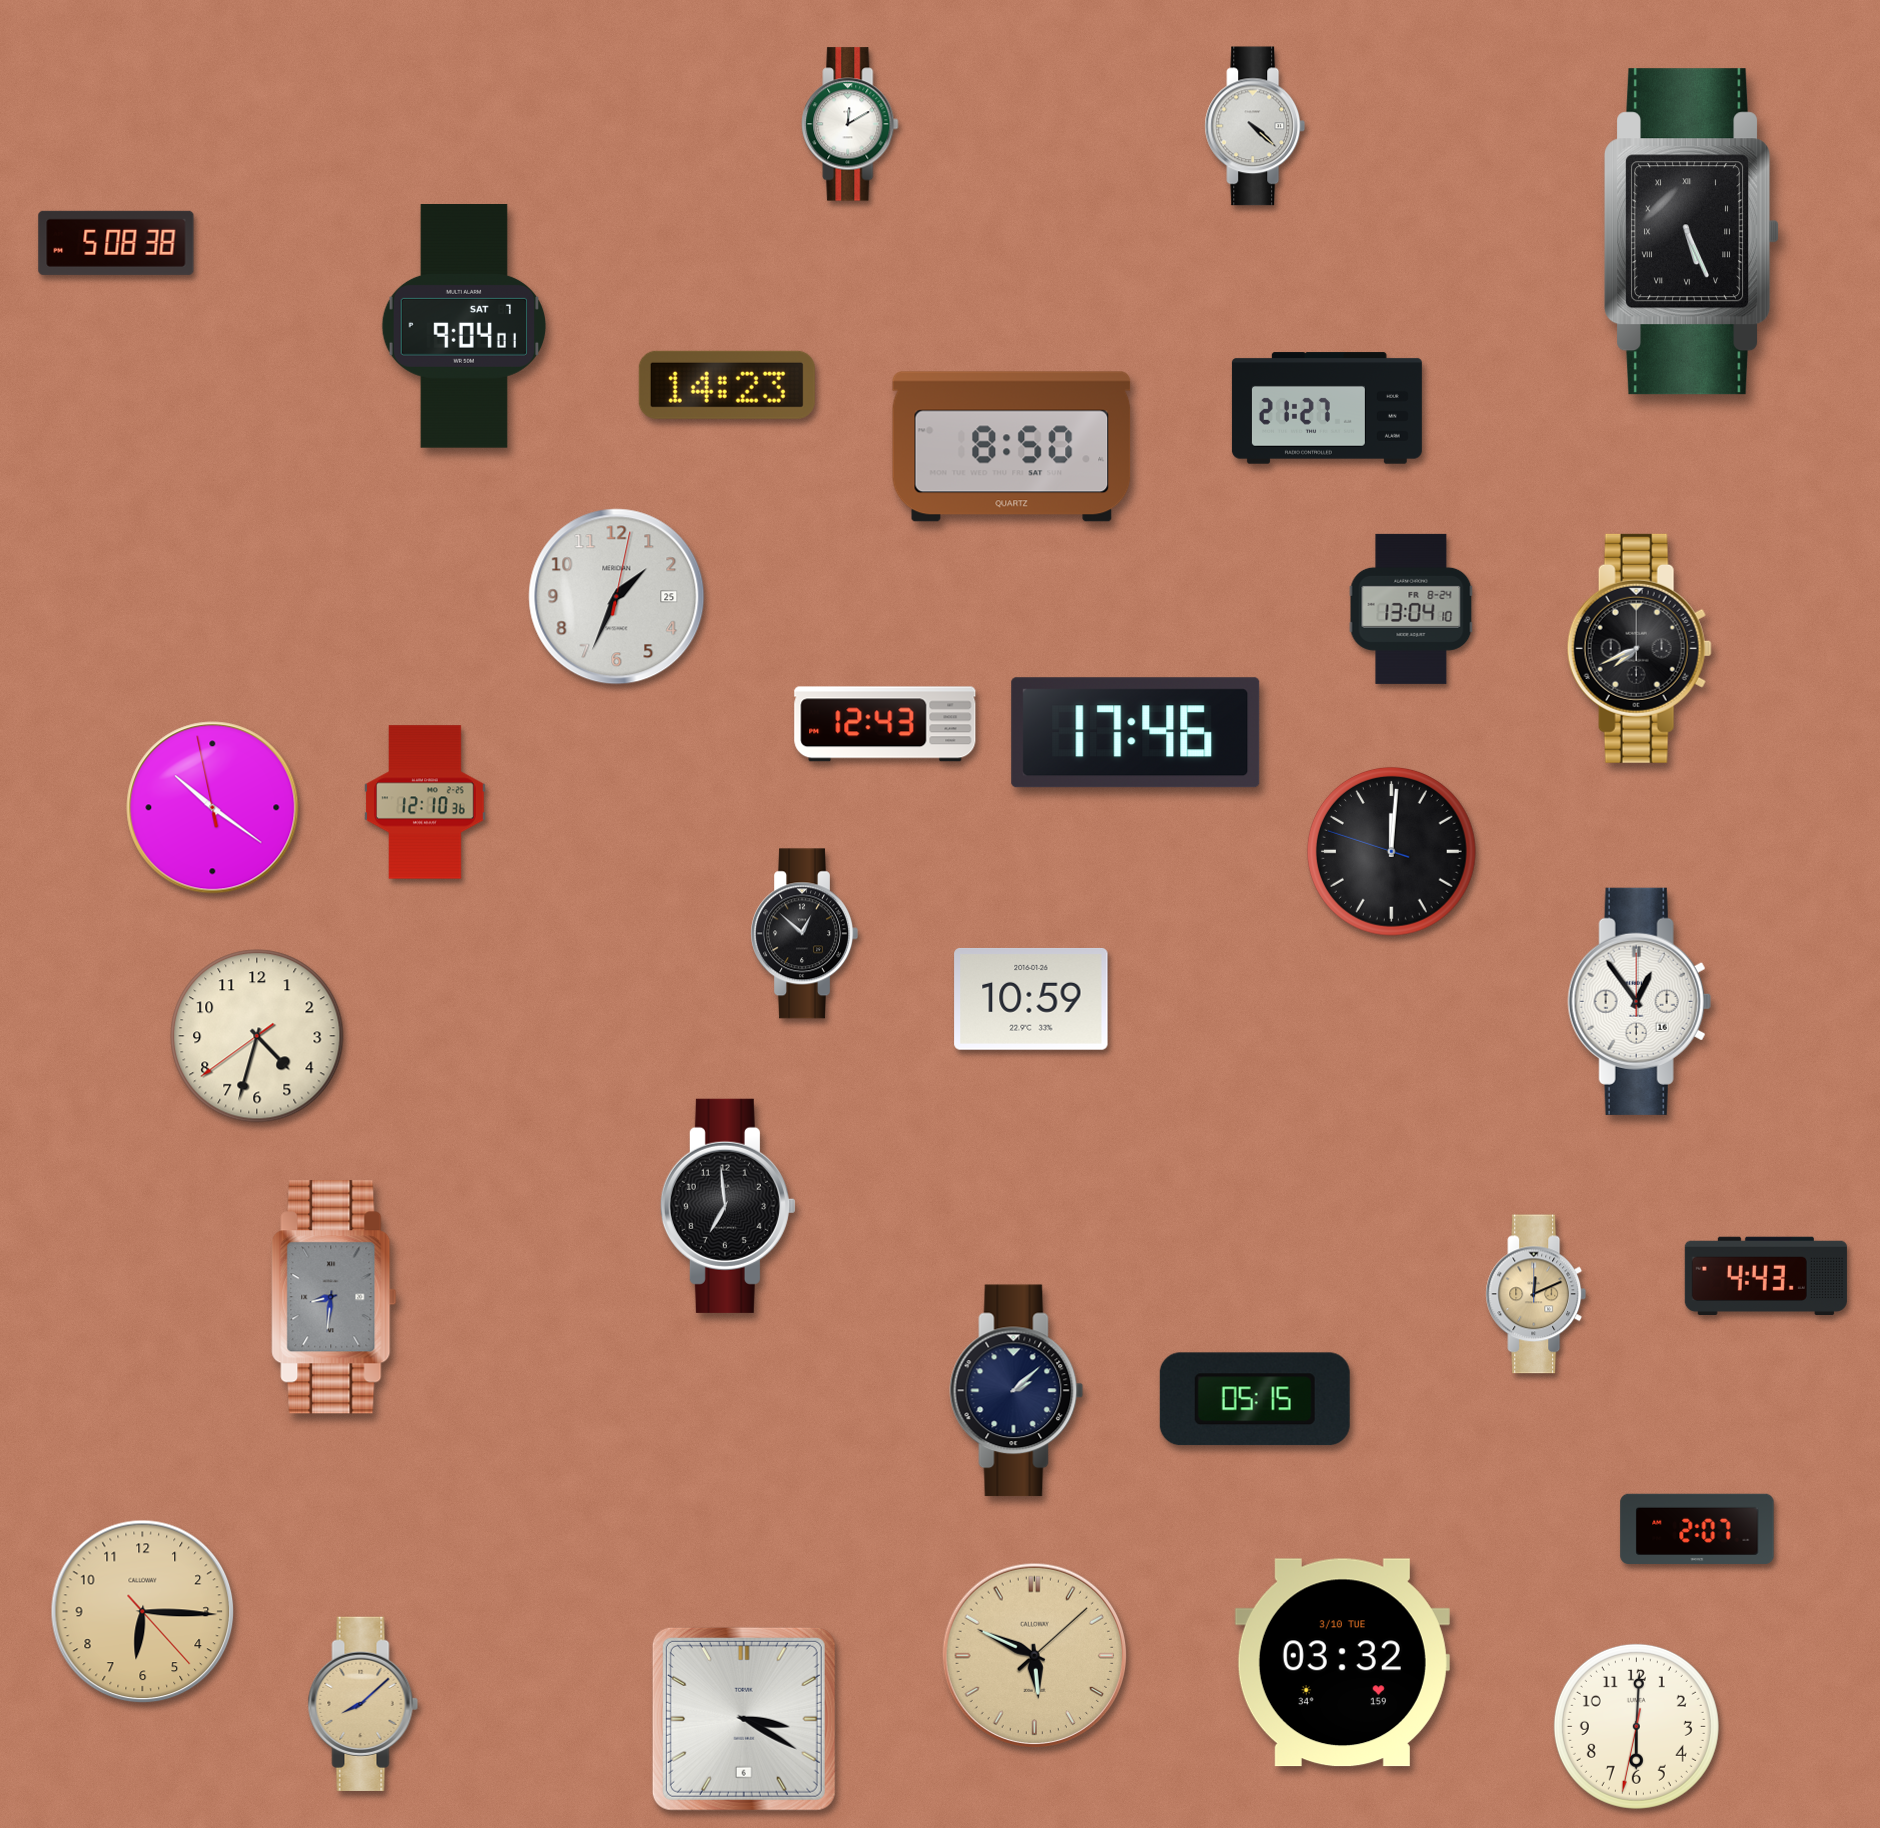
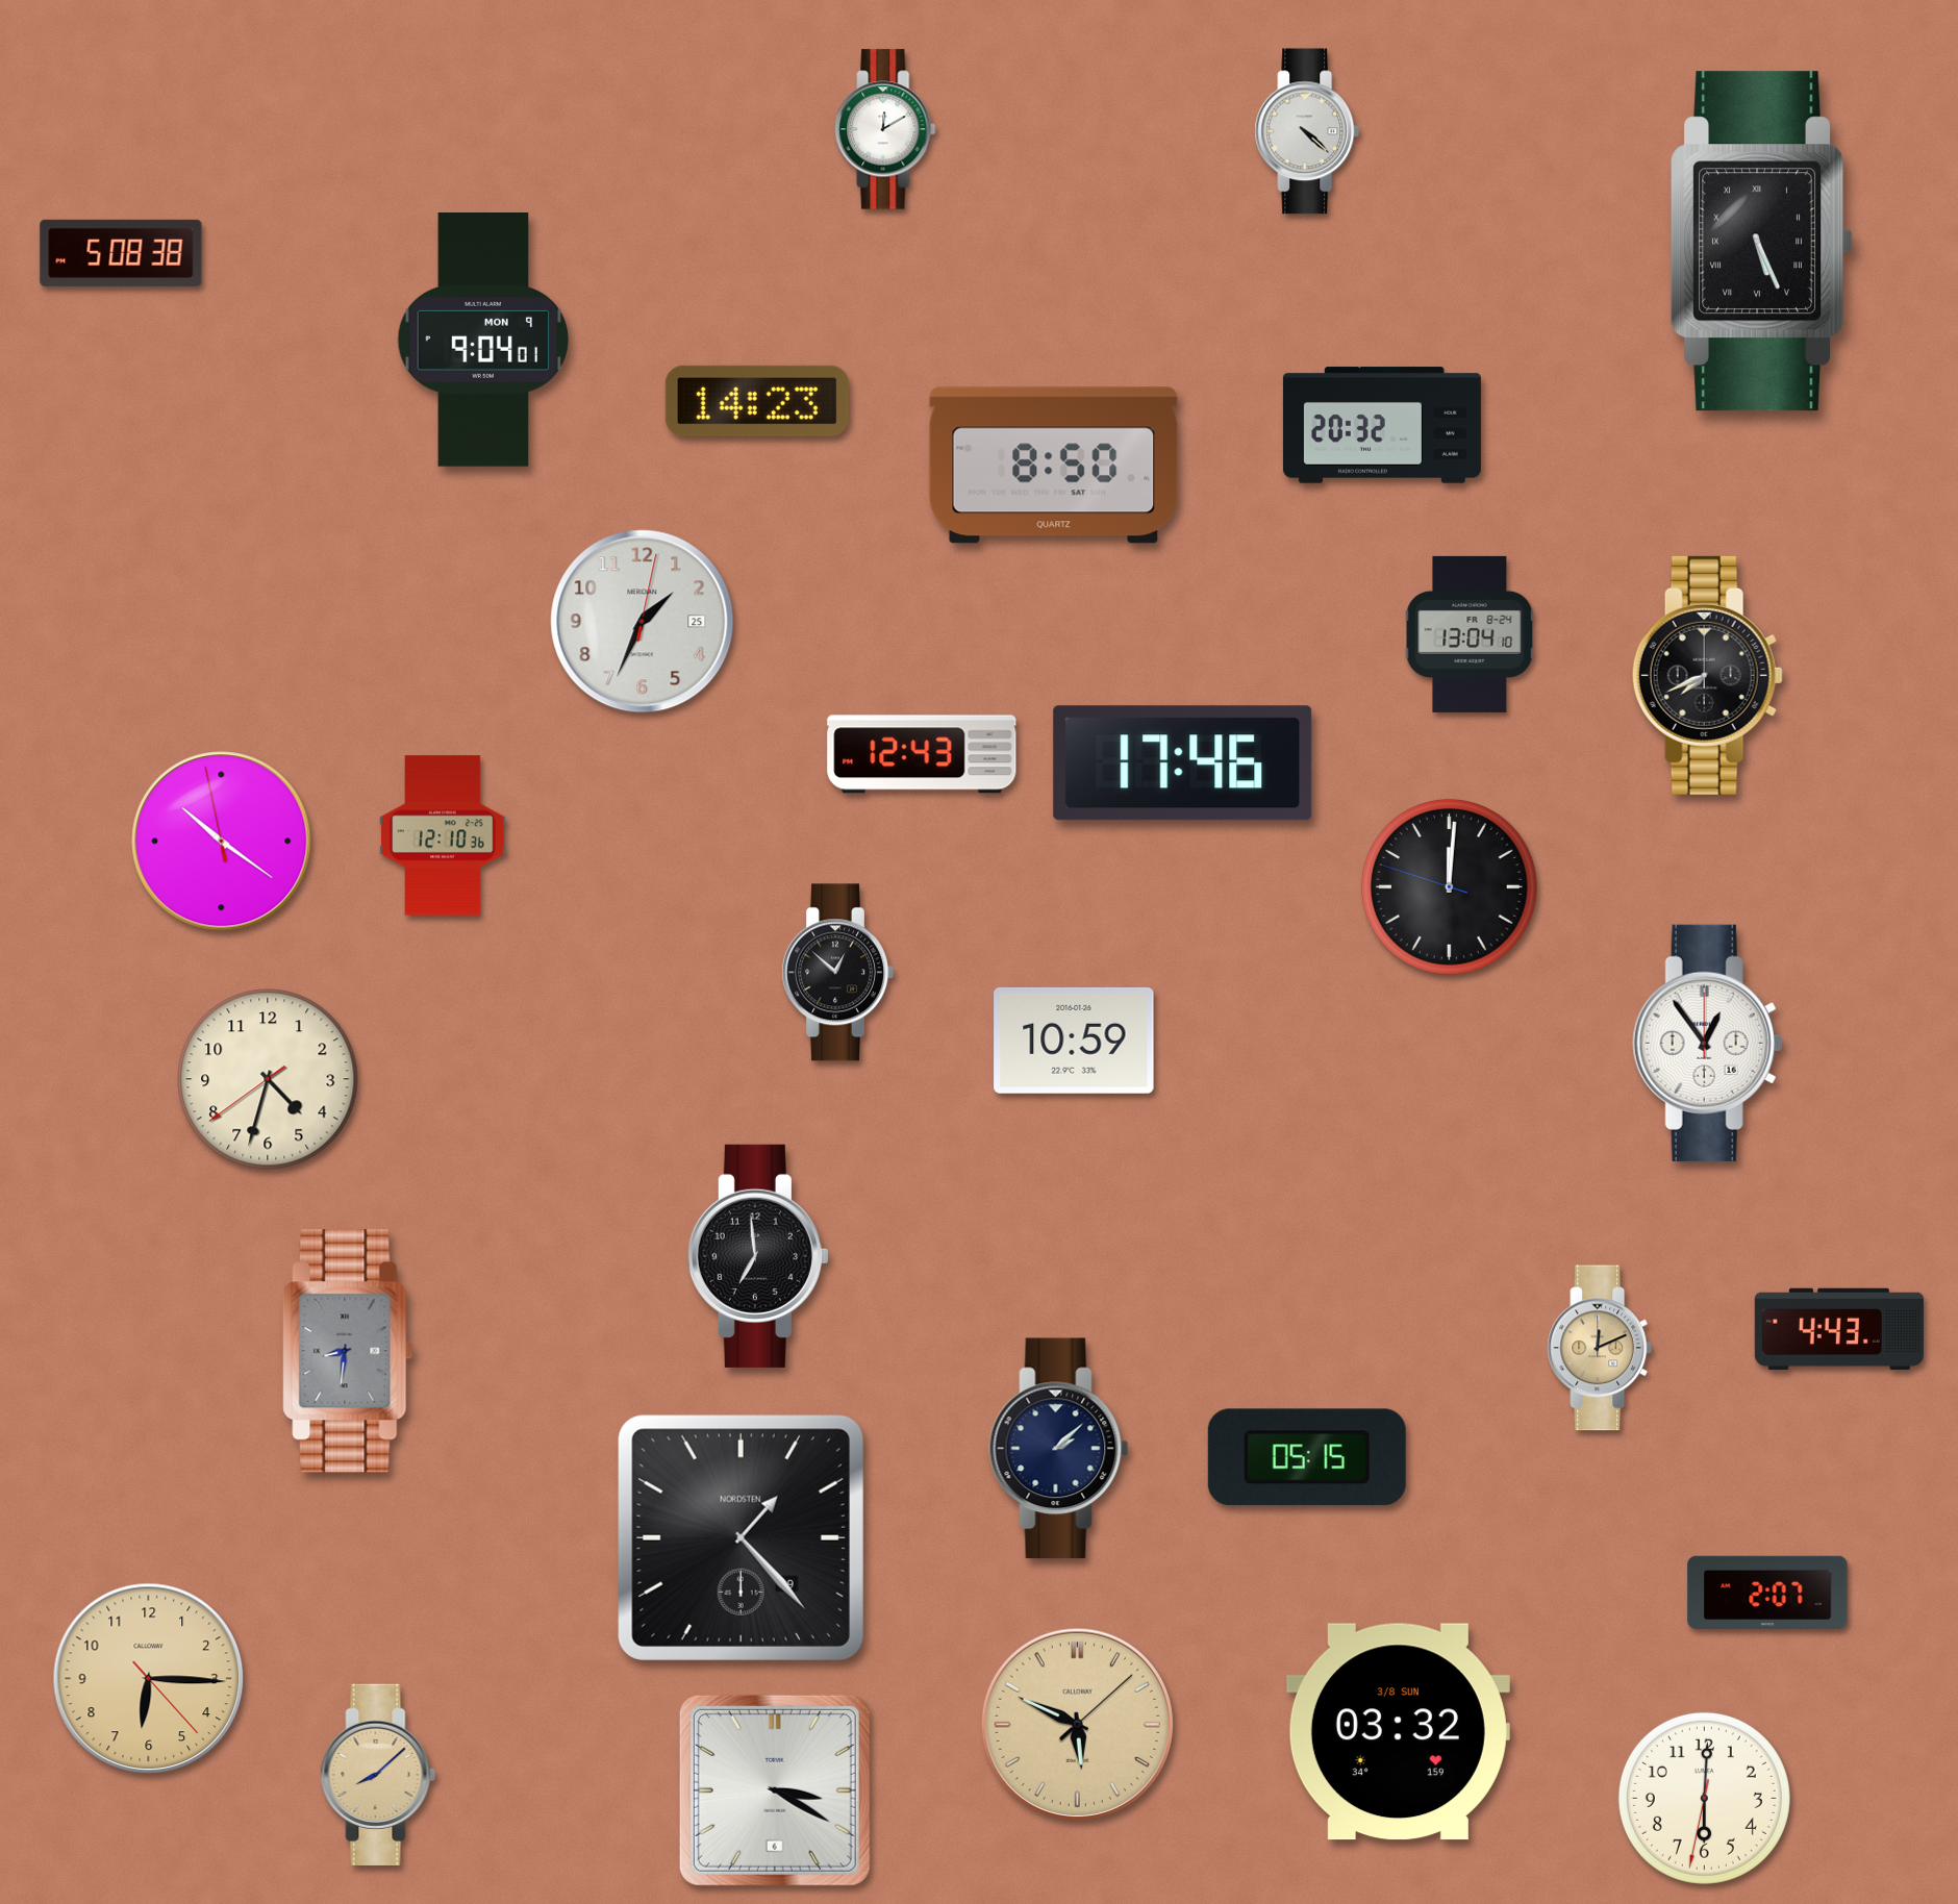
clock at (464, 327) date: SAT 7 -> MON 9
clock at (1327, 408): 21:27 -> 20:32
clock at (740, 1537): none -> 1:23
clock at (1342, 1663) date: 3/10 TUE -> 3/8 SUN
